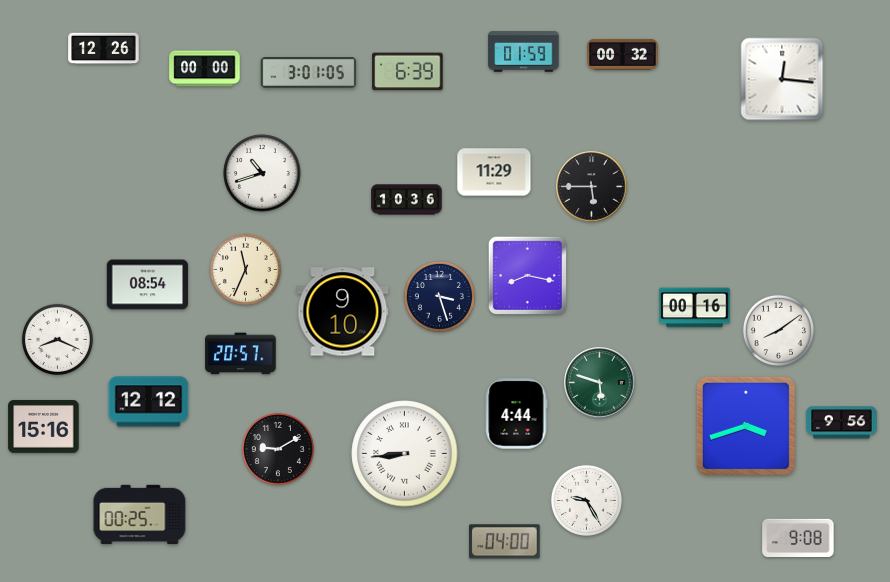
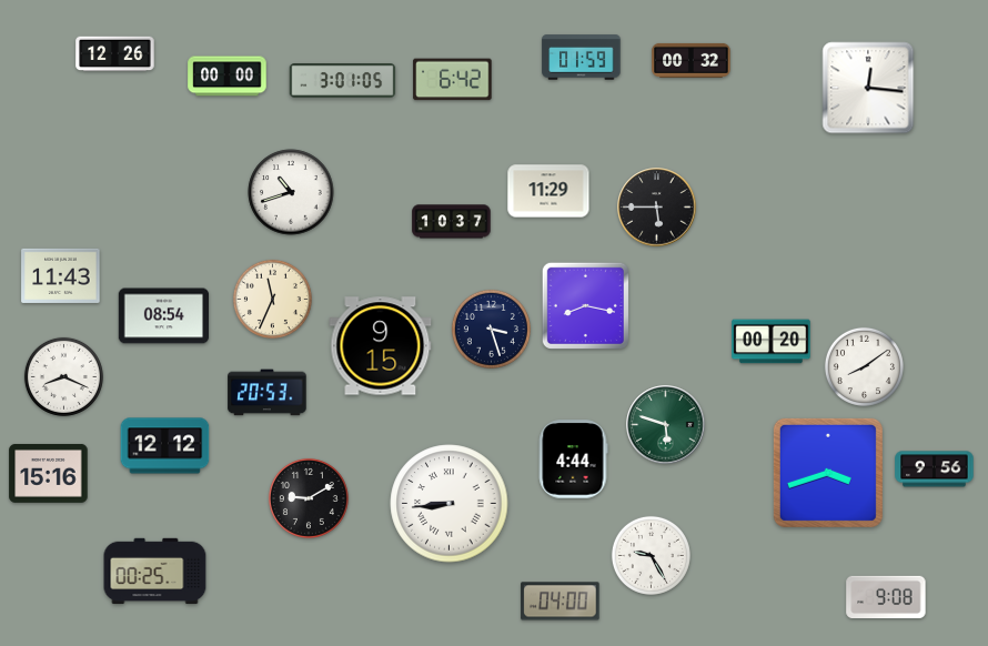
clock at (408, 72): 6:39 -> 6:42
clock at (407, 200): 10:36 -> 10:37
clock at (61, 275): none -> 11:43
clock at (439, 296) position: (439, 296) -> (491, 329)
clock at (695, 308): 00:16 -> 00:20
clock at (343, 312): 9:10 -> 9:15
clock at (241, 354): 20:57 -> 20:53
